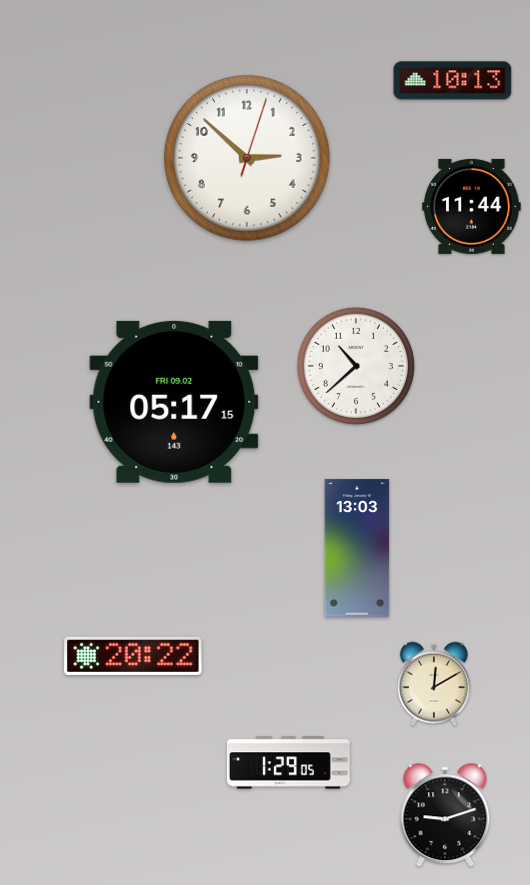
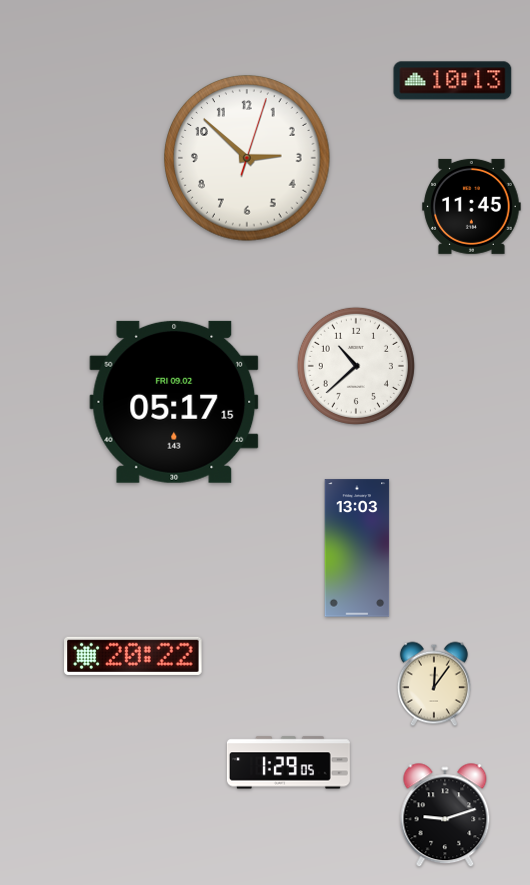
clock at (472, 206): 11:44 -> 11:45
clock at (434, 684): 12:10 -> 12:06
